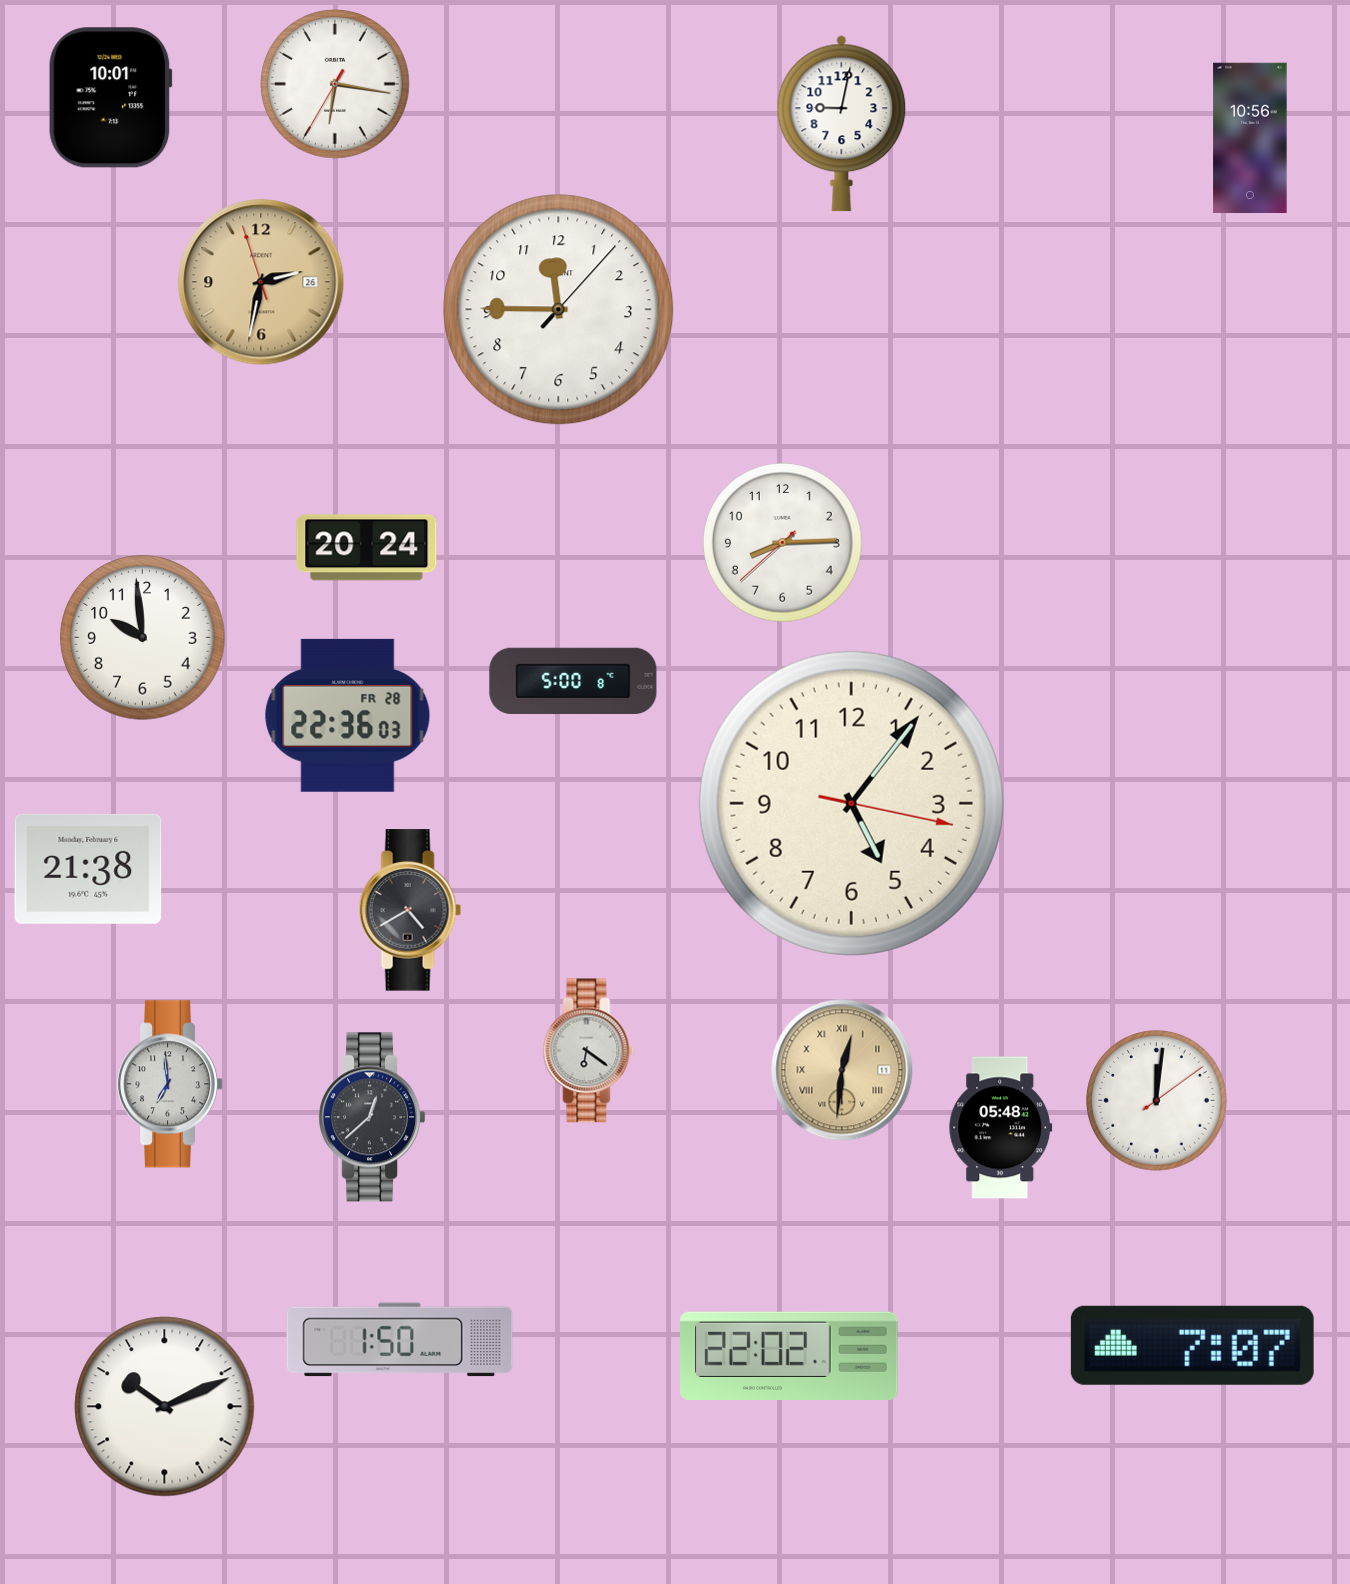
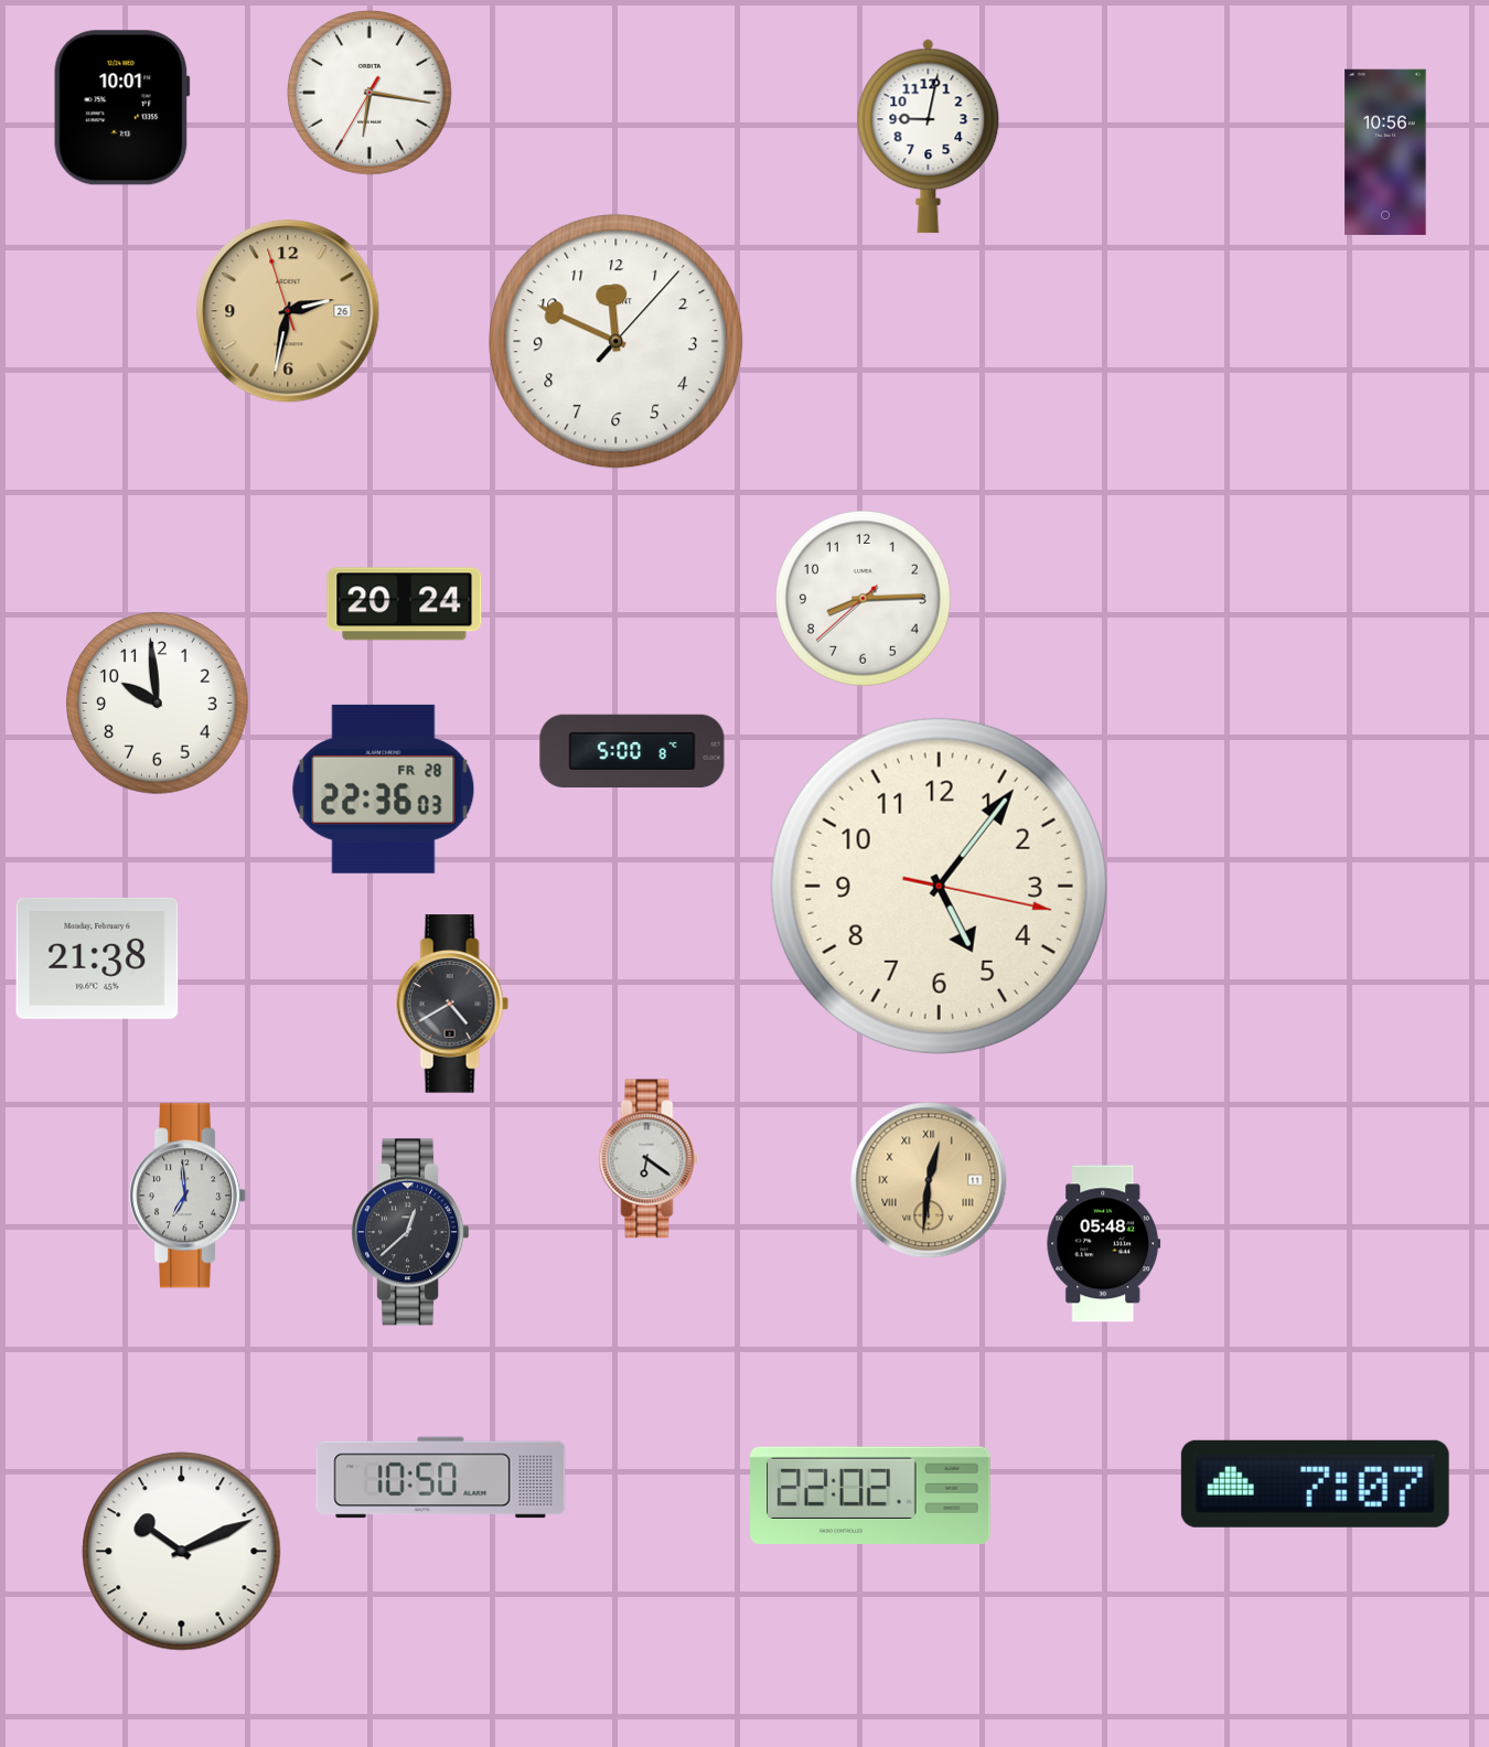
clock at (1250, 138) position: (1250, 138) -> (1385, 152)
clock at (559, 310): 11:45 -> 11:49
clock at (1156, 1100): 12:01 -> none
clock at (400, 1340): 1:50 -> 10:50
